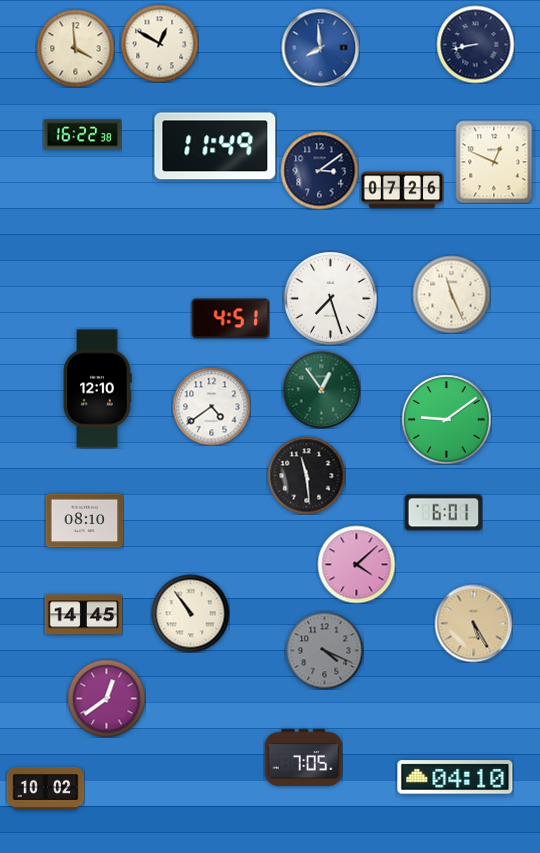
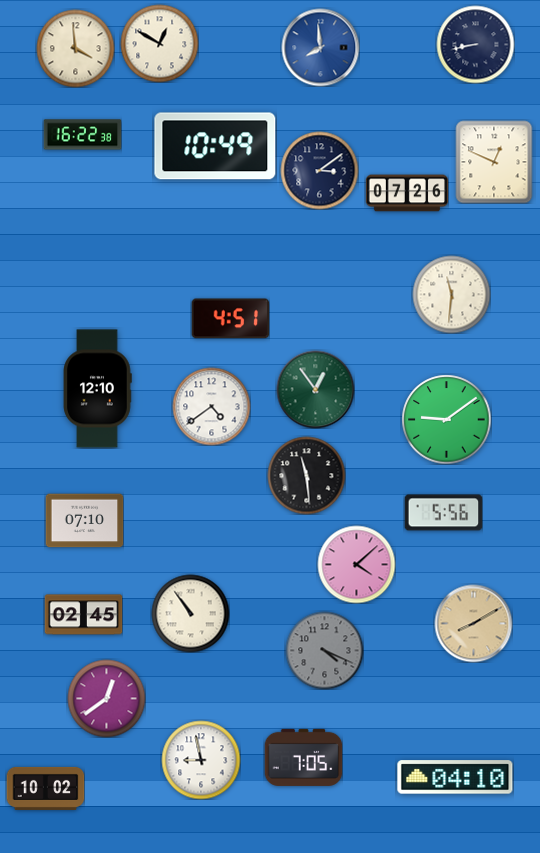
clock at (215, 146): 11:49 -> 10:49
clock at (402, 190) position: (402, 190) -> (407, 193)
clock at (451, 294): 11:26 -> 11:31
clock at (330, 298): 7:27 -> none
clock at (321, 389) position: (321, 389) -> (315, 389)
clock at (443, 513): 6:01 -> 5:56
clock at (84, 521): 08:10 -> 07:10
clock at (83, 615): 14:45 -> 02:45
clock at (473, 623): 5:25 -> 8:10
clock at (201, 760): none -> 8:58
